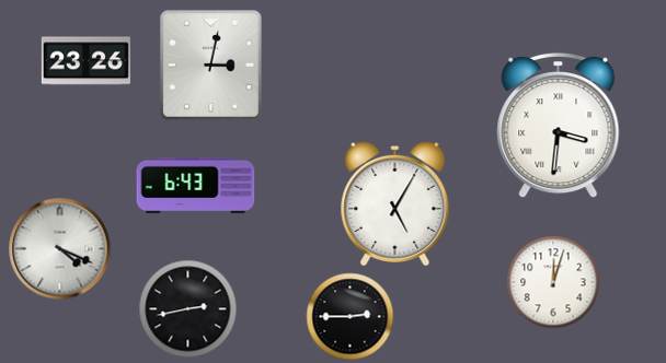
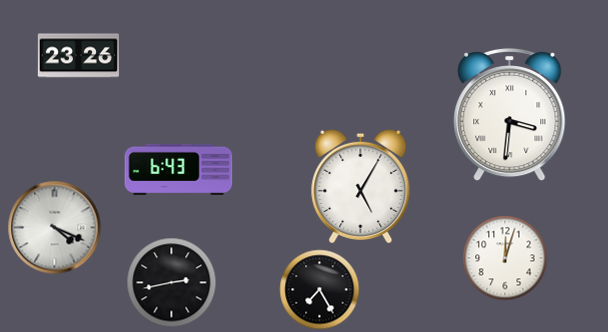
clock at (210, 65): 3:02 -> none
clock at (351, 317): 2:45 -> 7:25
